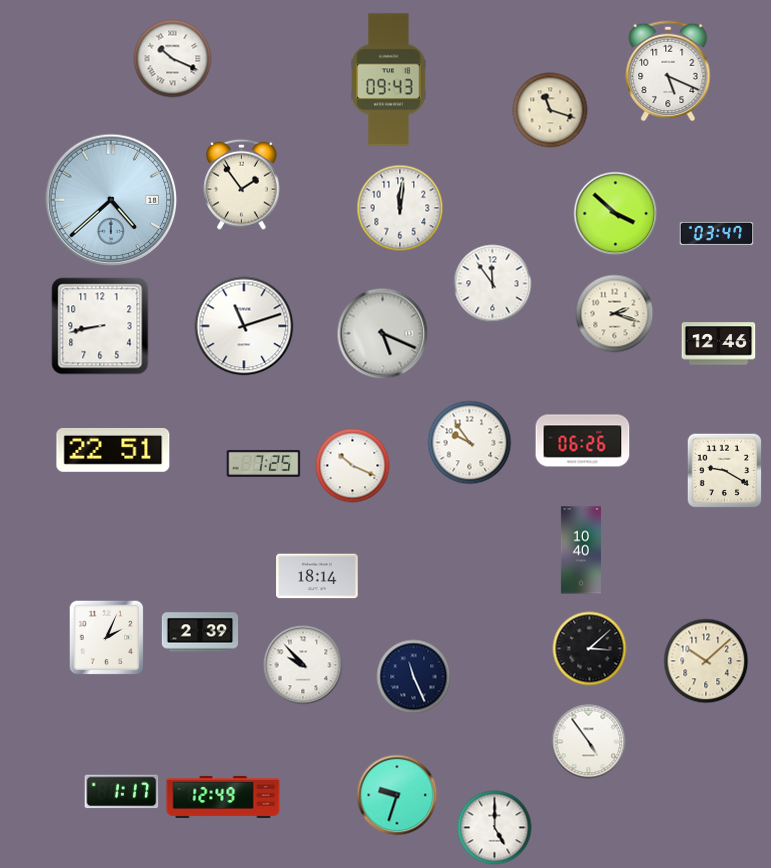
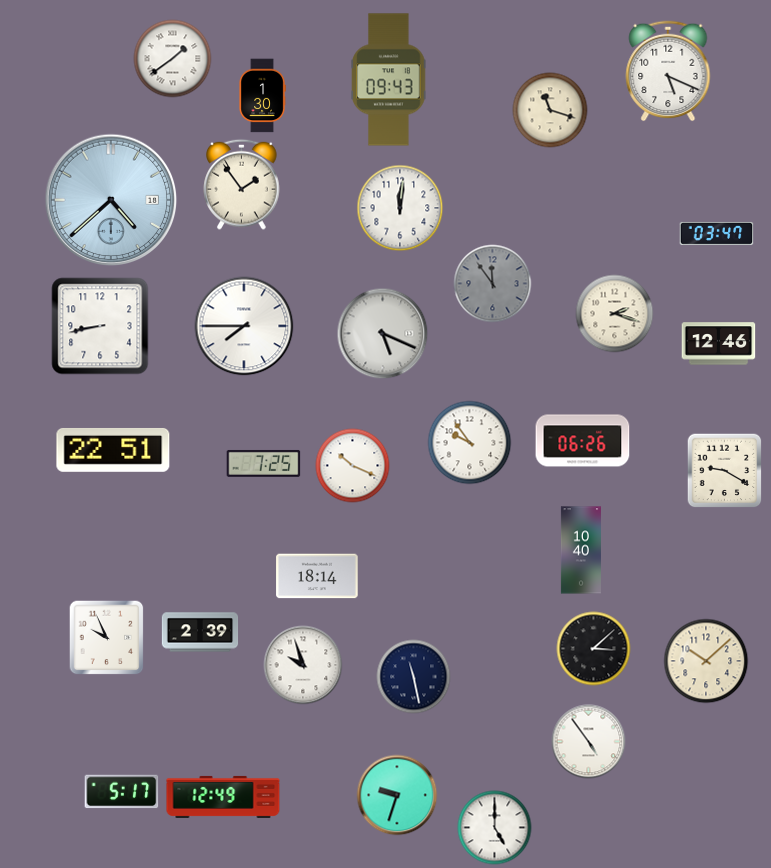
clock at (173, 59): 10:19 -> 1:39
clock at (262, 96): none -> 1:30
clock at (616, 214): 3:52 -> none
clock at (493, 284) dial: white -> grey
clock at (244, 326): 11:12 -> 7:45
clock at (107, 638): 2:04 -> 9:56
clock at (590, 649) position: (590, 649) -> (594, 649)
clock at (303, 665): 9:53 -> 9:57
clock at (414, 677): 11:26 -> 11:28
clock at (122, 792): 1:17 -> 5:17
